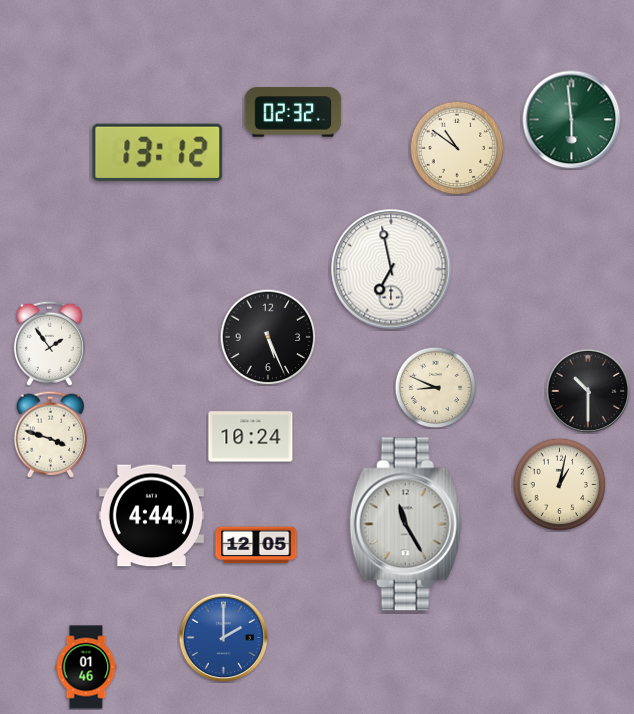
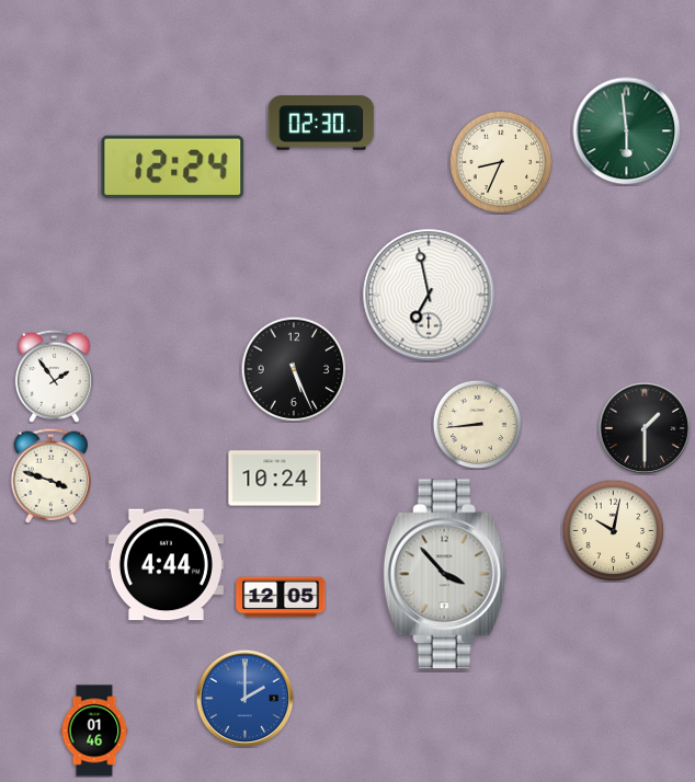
clock at (293, 112): 02:32 -> 02:30
clock at (457, 148): 10:51 -> 8:34
clock at (158, 152): 13:12 -> 12:24
clock at (435, 387): 8:49 -> 8:44
clock at (588, 391): 10:30 -> 1:30
clock at (51, 434) position: (51, 434) -> (52, 475)
clock at (559, 484): 1:02 -> 10:02
clock at (406, 524): 11:25 -> 3:53
